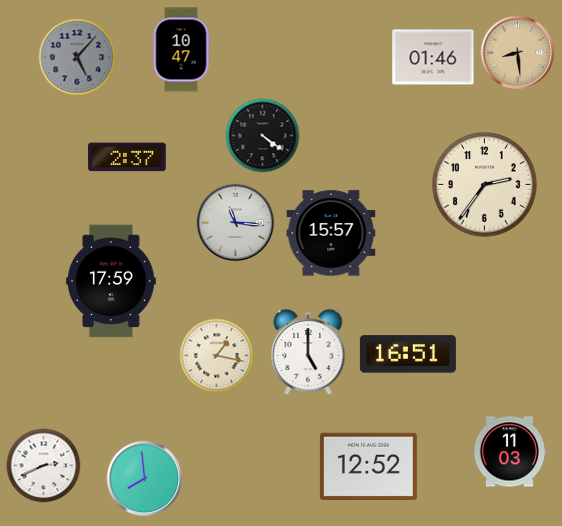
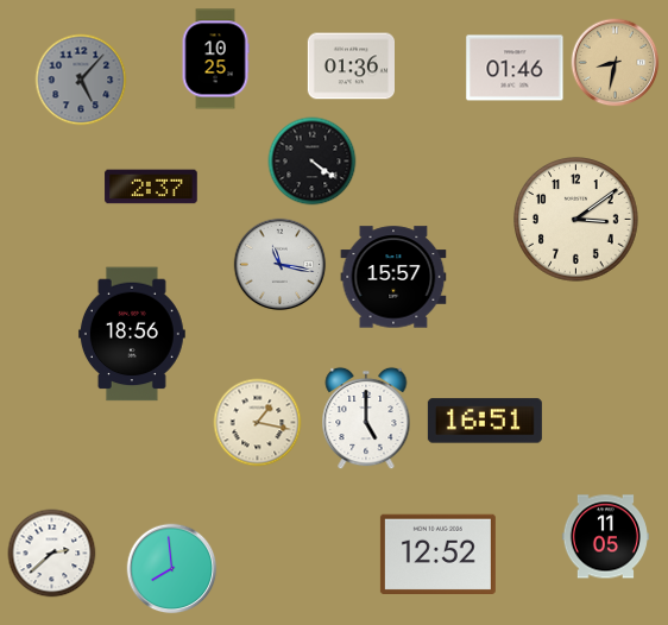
clock at (181, 50): 10:47 -> 10:25
clock at (518, 53): 8:29 -> 8:32
clock at (351, 67): none -> 01:36
clock at (77, 57) position: (77, 57) -> (81, 80)
clock at (485, 185): 2:36 -> 3:09
clock at (236, 223): 11:16 -> 11:17
clock at (111, 281): 17:59 -> 18:56
clock at (509, 452): 11:03 -> 11:05
clock at (44, 466): 2:41 -> 2:38
